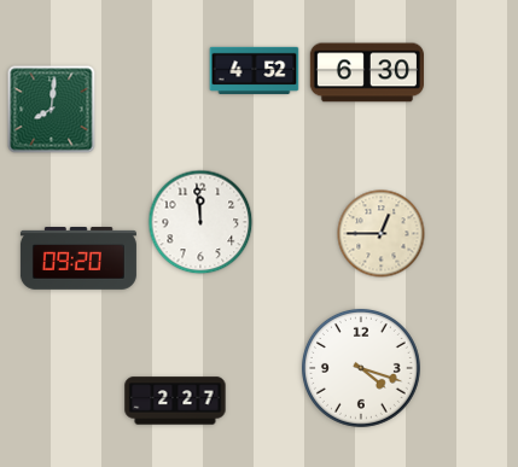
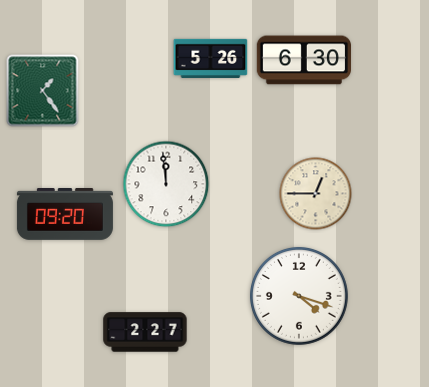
clock at (255, 70): 4:52 -> 5:26
clock at (52, 110): 8:01 -> 1:24
clock at (361, 368) position: (361, 368) -> (299, 296)
